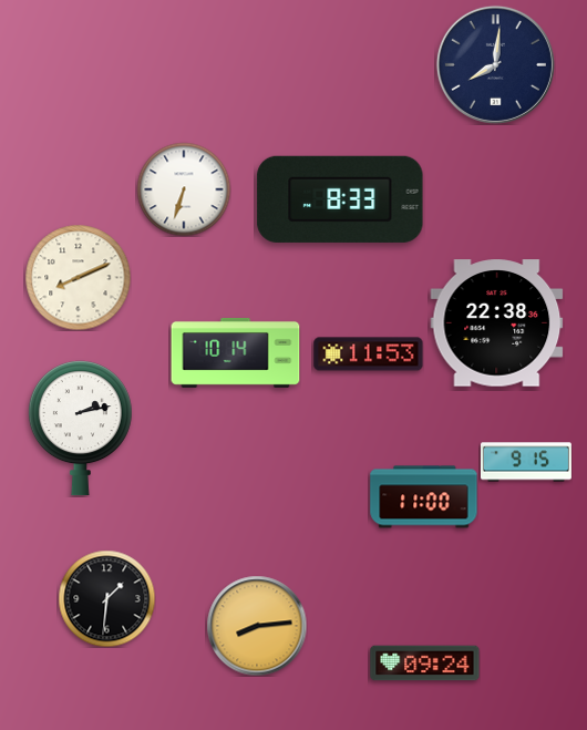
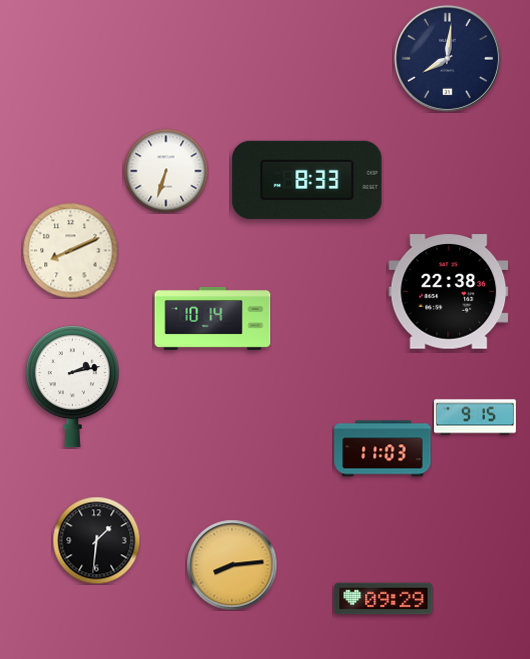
clock at (369, 354): 11:53 -> none
clock at (424, 497): 11:00 -> 11:03
clock at (425, 664): 09:24 -> 09:29
